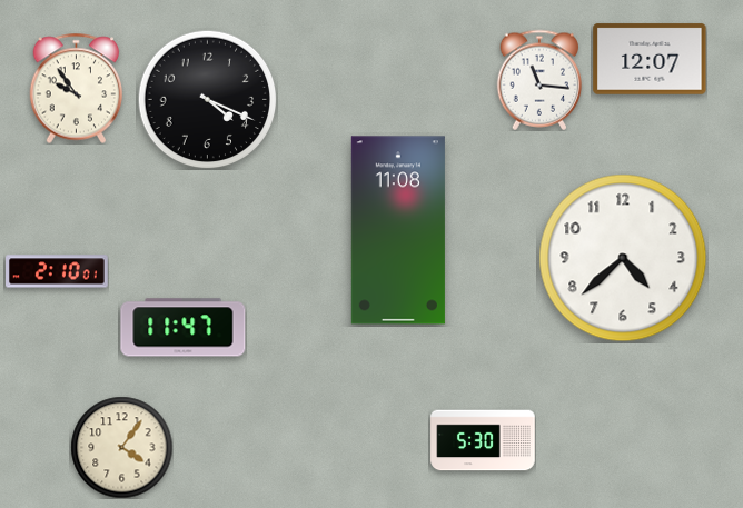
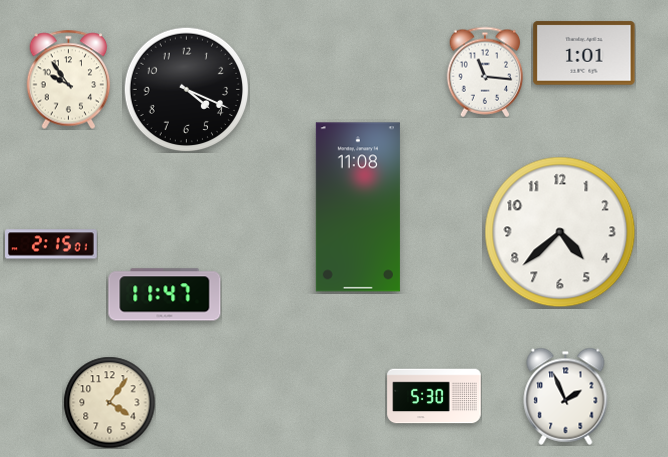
clock at (650, 59): 12:07 -> 1:01
clock at (57, 271): 2:10 -> 2:15
clock at (566, 396): none -> 1:56
